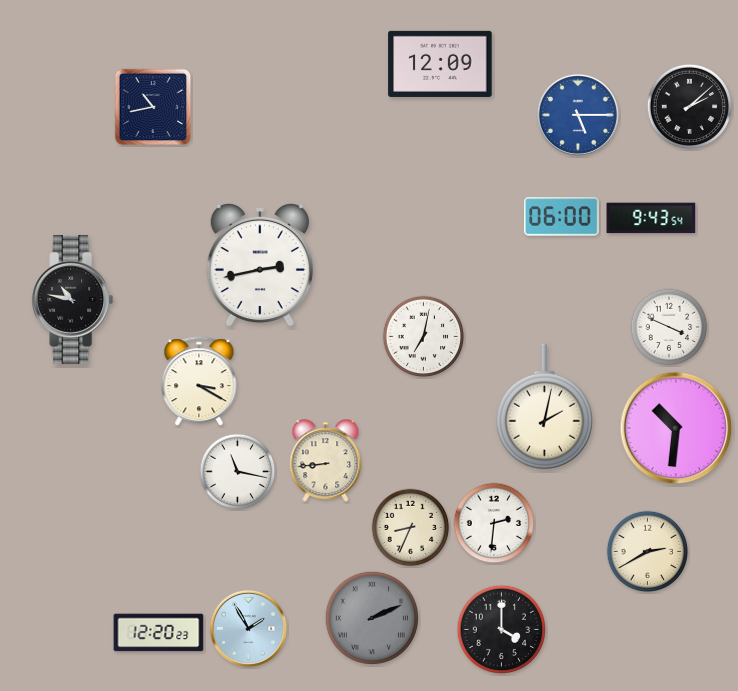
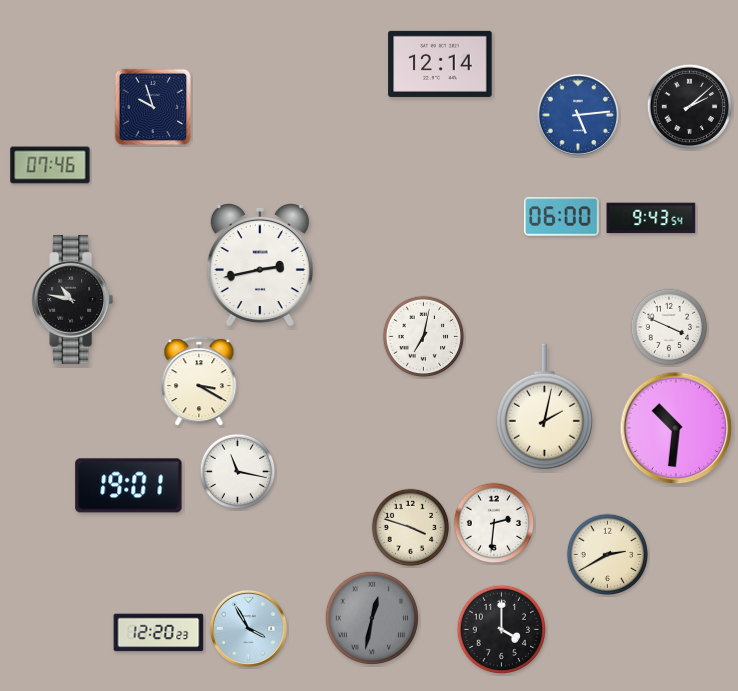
clock at (440, 64): 12:09 -> 12:14
clock at (153, 107): 10:43 -> 9:57
clock at (578, 115): 5:15 -> 5:14
clock at (50, 165): none -> 07:46
clock at (326, 461): 8:44 -> none
clock at (129, 486): none -> 19:01
clock at (411, 528): 8:34 -> 3:48
clock at (648, 552) position: (648, 552) -> (608, 555)
clock at (372, 618): 2:11 -> 12:32
clock at (248, 628): 1:55 -> 3:55
